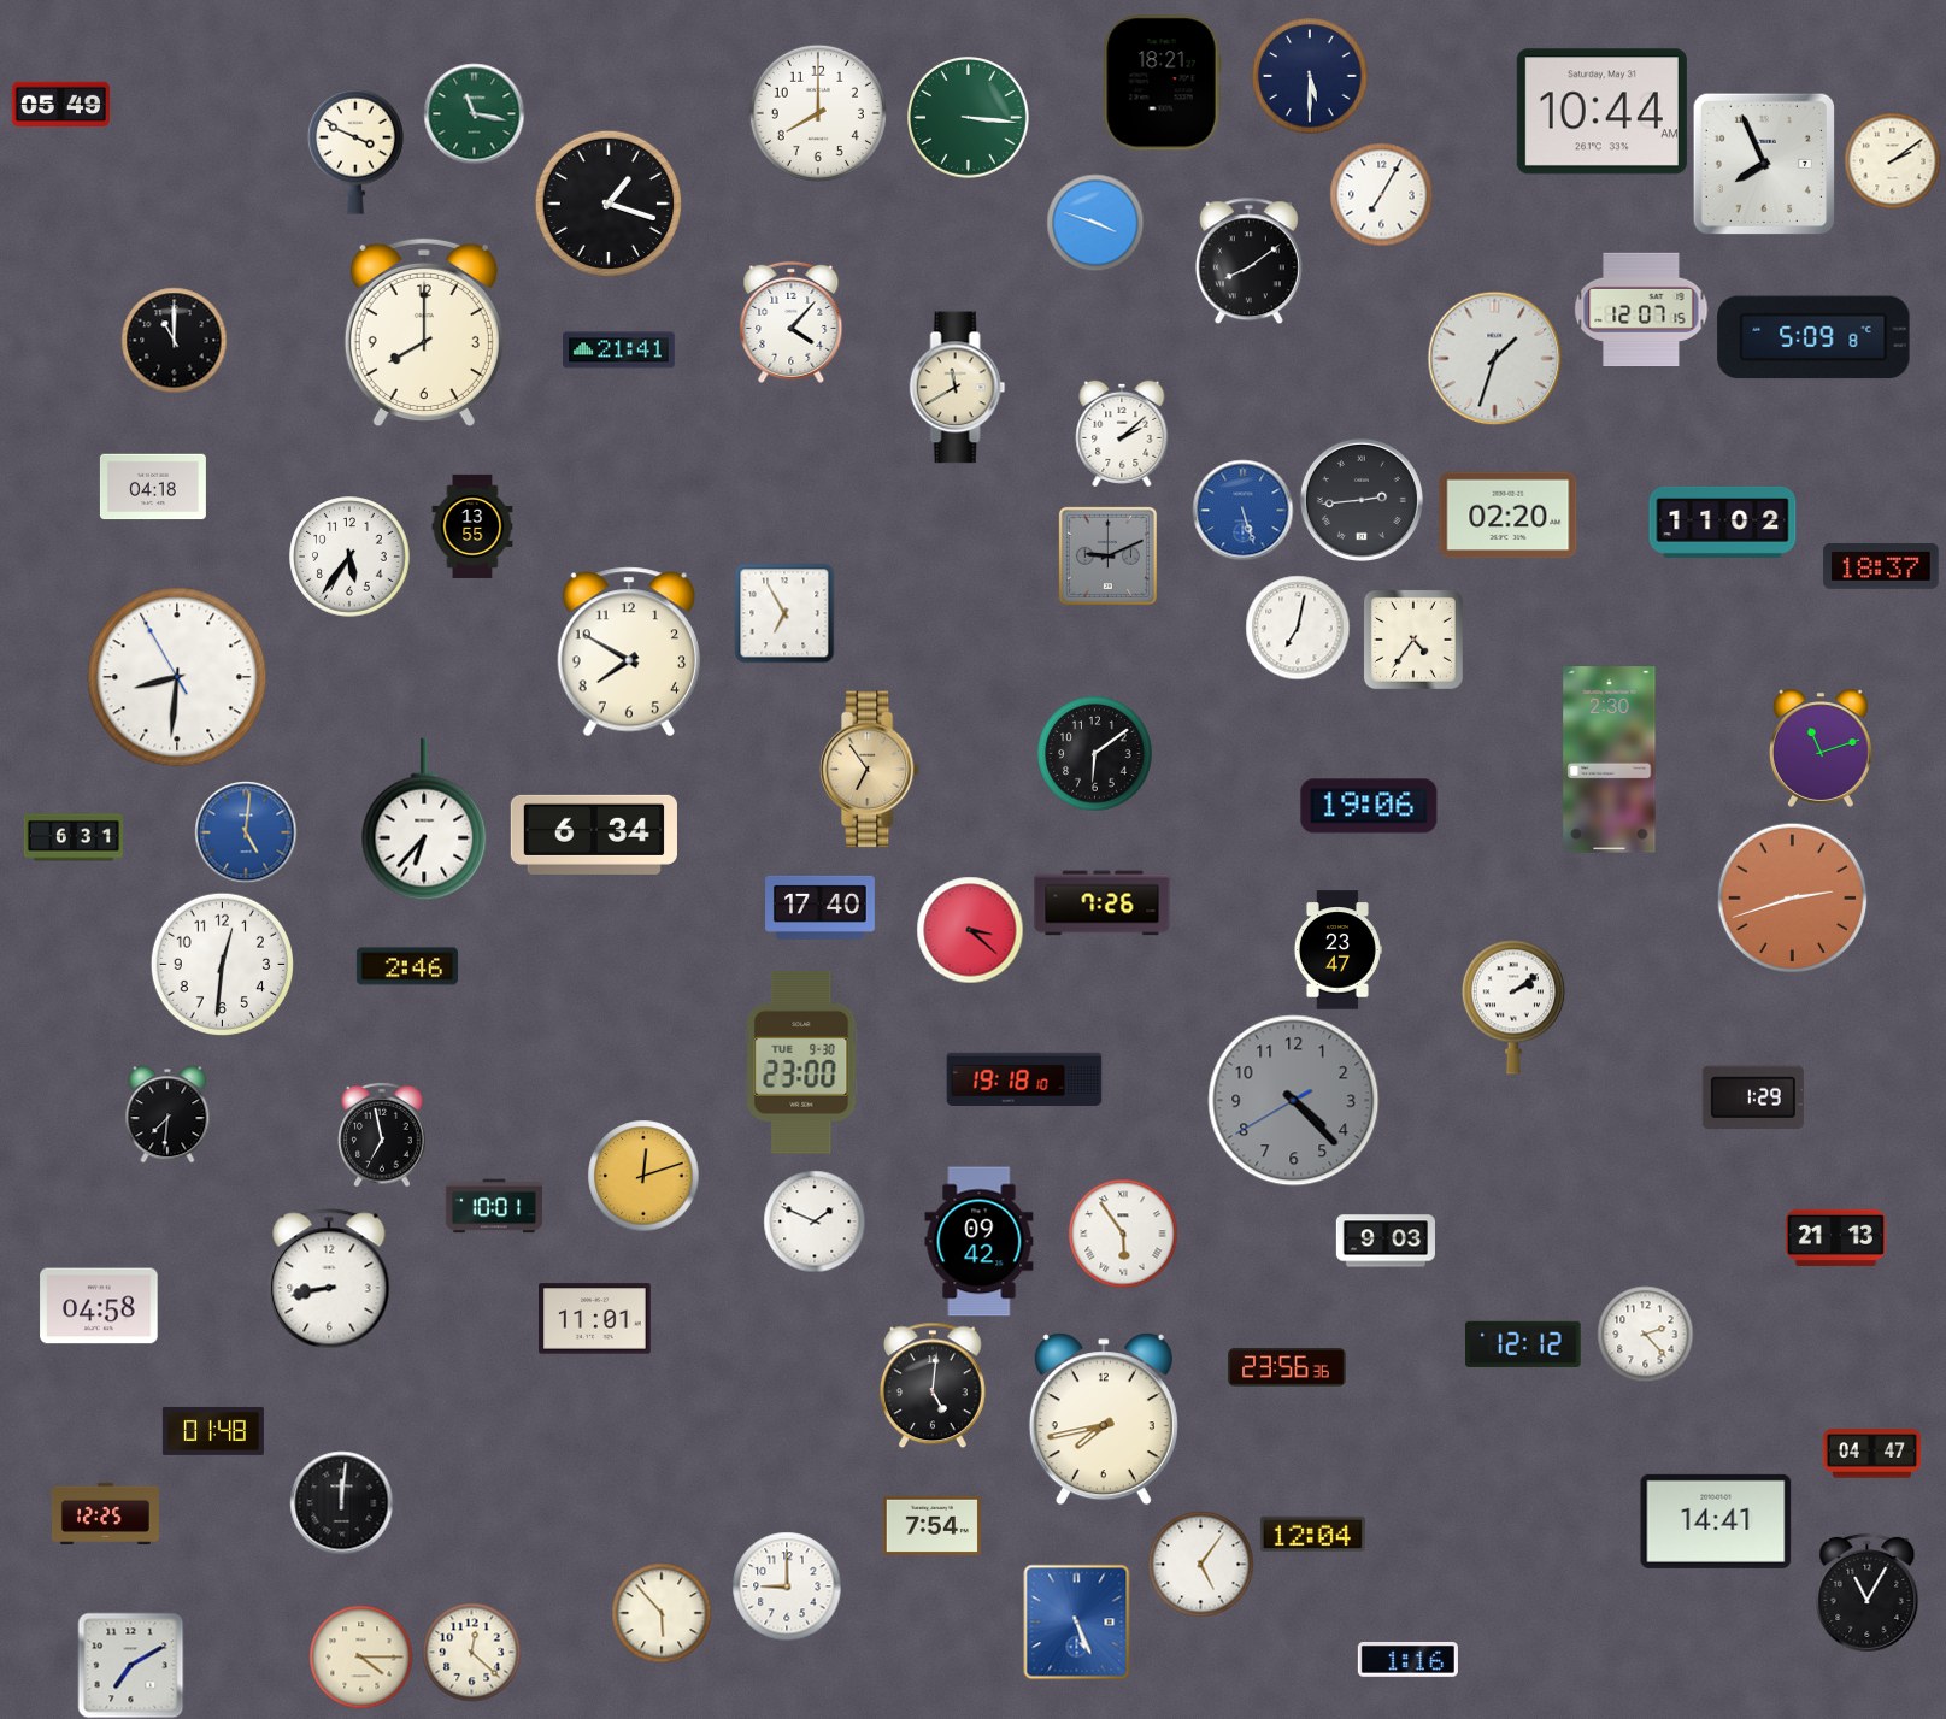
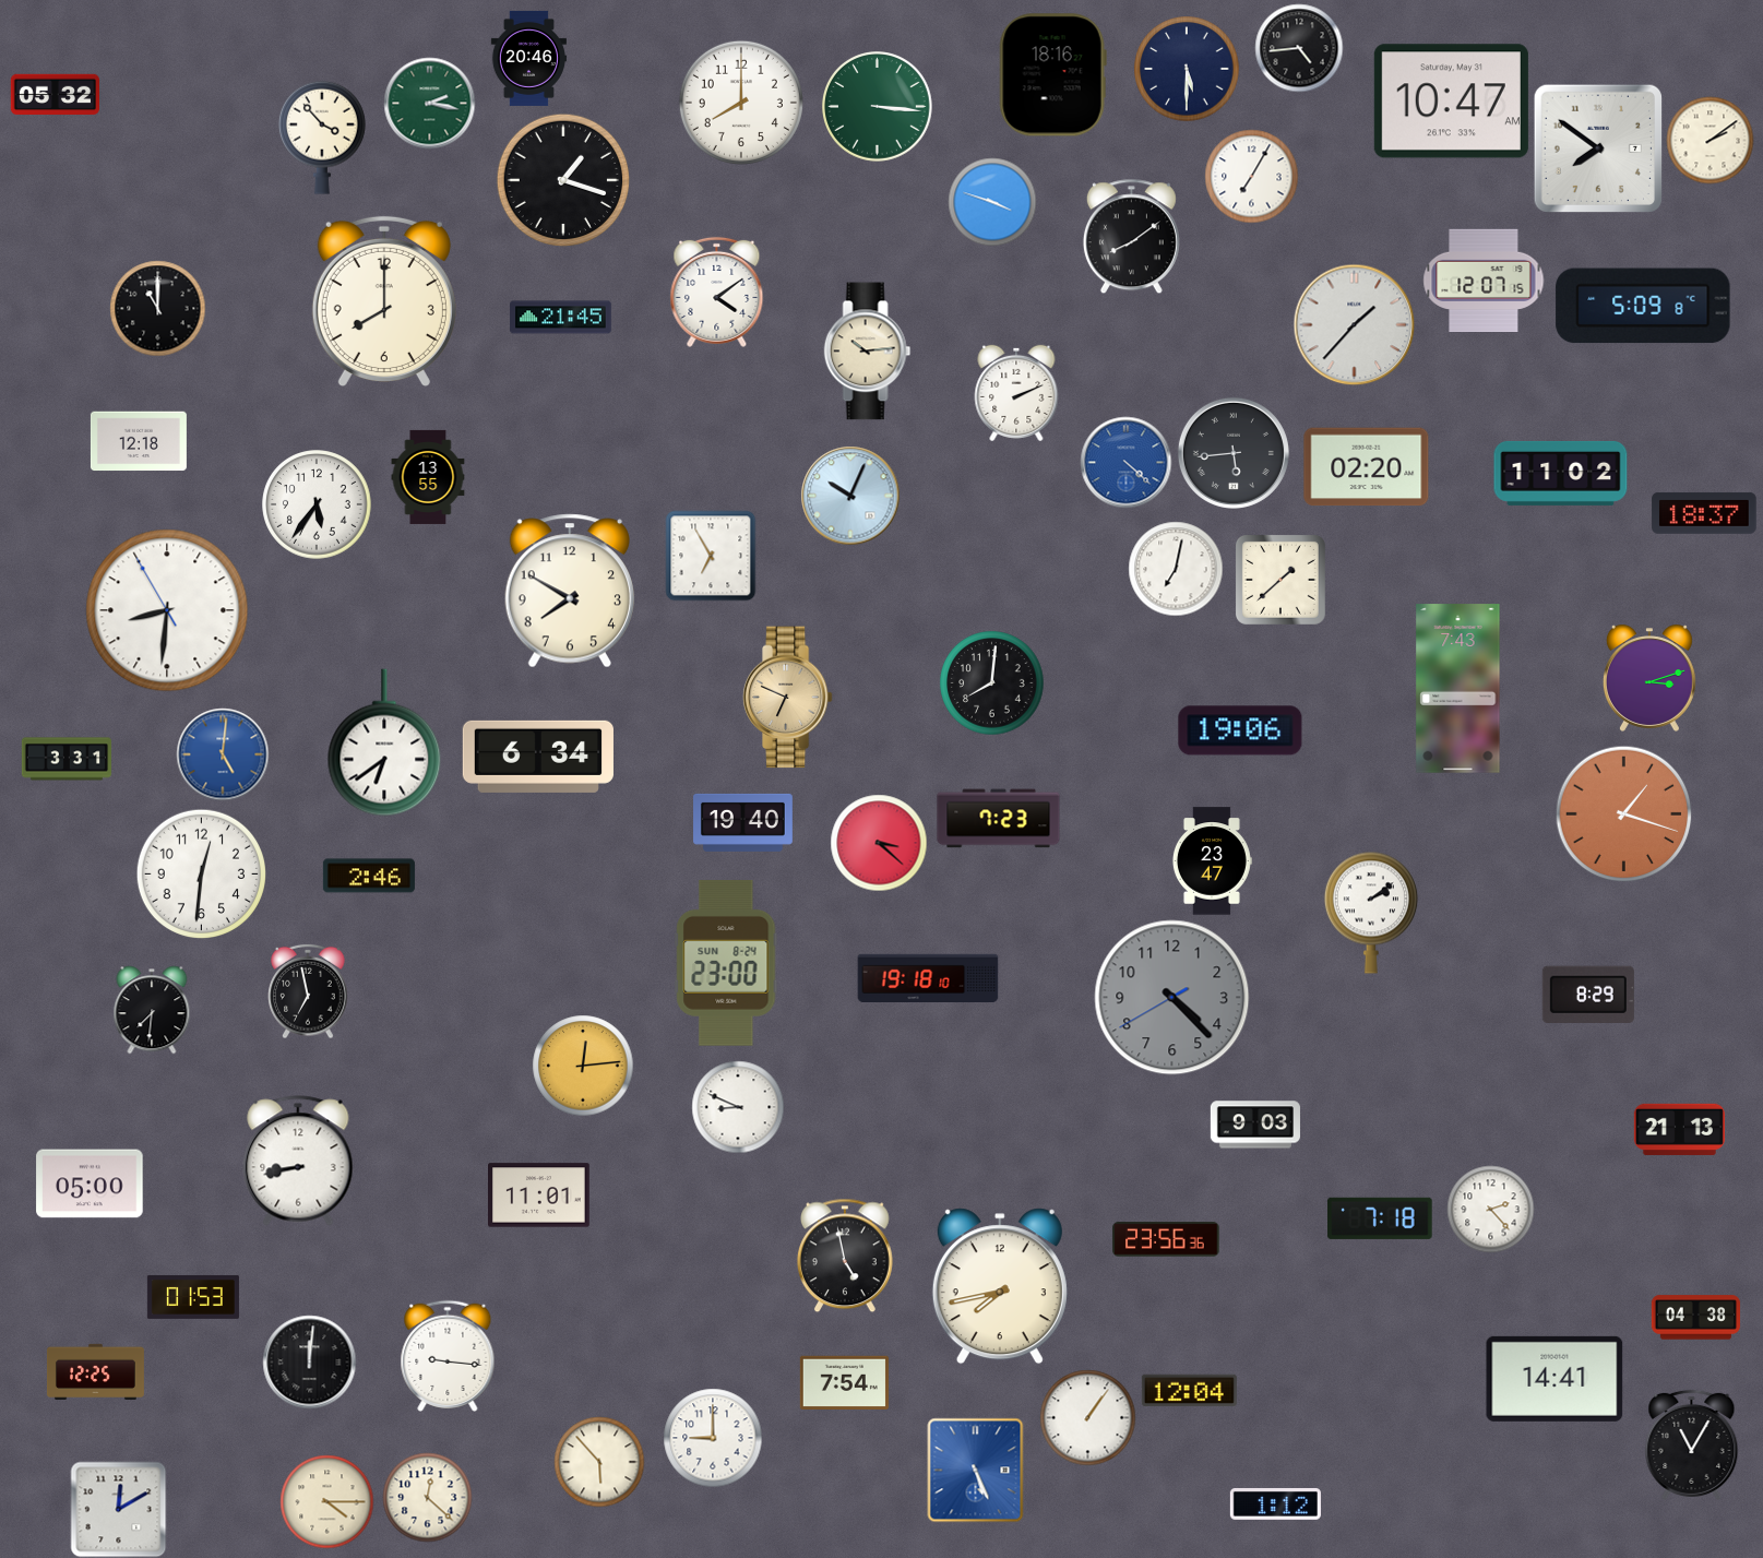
clock at (1299, 48): none -> 4:44
clock at (528, 58): none -> 20:46
clock at (1162, 83): 18:21 -> 18:16
clock at (60, 105): 05:49 -> 05:32
clock at (1601, 112): 10:44 -> 10:47
clock at (474, 113): 11:17 -> 2:17
clock at (355, 152): 3:49 -> 3:53
clock at (1892, 160) position: (1892, 160) -> (1710, 140)
clock at (1763, 163): 7:56 -> 7:51
clock at (609, 204) position: (609, 204) -> (563, 180)
clock at (1641, 308) position: (1641, 308) -> (1484, 280)
clock at (792, 322): 4:07 -> 4:09
clock at (619, 351): 21:41 -> 21:45
clock at (1494, 358): 1:33 -> 1:37
clock at (958, 388): 11:40 -> 10:14
clock at (1122, 434): 2:08 -> 2:11
clock at (153, 487): 04:18 -> 12:18
clock at (1362, 500): 2:44 -> 5:44
clock at (1242, 510): 5:27 -> 4:22
clock at (850, 496): none -> 10:04
clock at (1107, 555): 9:11 -> none
clock at (1413, 640): 4:36 -> 1:38
clock at (177, 677) position: (177, 677) -> (167, 610)
clock at (1821, 748): 11:12 -> 3:12
clock at (1094, 753): 6:09 -> 8:01
clock at (1610, 760): 2:30 -> 7:43
clock at (869, 770): 6:54 -> 6:49
clock at (424, 819): 6:37 -> 6:39
clock at (72, 837): 6:31 -> 3:31
clock at (1792, 897): 2:42 -> 1:18
clock at (1103, 903): 7:26 -> 7:23
clock at (821, 907): 17:40 -> 19:40
clock at (801, 1062) date: TUE 9-30 -> SUN 8-24
clock at (1753, 1096): 1:29 -> 8:29
clock at (382, 1135) position: (382, 1135) -> (308, 991)
clock at (643, 1176): 12:12 -> 12:14
clock at (494, 1206): 10:01 -> none
clock at (815, 1221): 1:49 -> 8:49
clock at (1123, 1234): 5:54 -> none
clock at (1835, 1237) position: (1835, 1237) -> (1679, 1129)
clock at (980, 1242): 09:42 -> none
clock at (99, 1306): 04:58 -> 05:00
clock at (1524, 1344): 12:12 -> 7:18
clock at (933, 1385): 5:01 -> 4:58
clock at (213, 1431): 01:48 -> 01:53
clock at (1871, 1454): 04:47 -> 04:38
clock at (448, 1356): none -> 9:16
clock at (1200, 1564): 5:06 -> 1:06
clock at (1407, 1659): 1:16 -> 1:12
clock at (130, 1665): 7:10 -> 12:10
